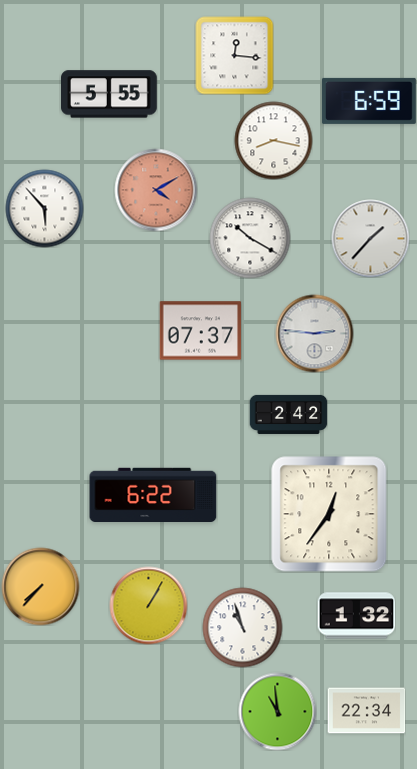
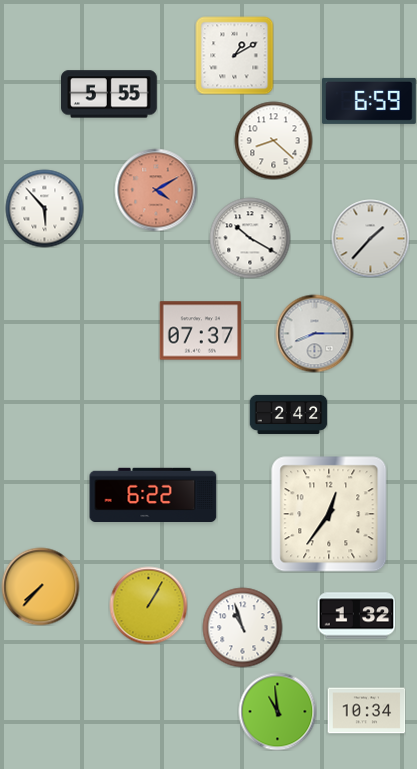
clock at (234, 55): 12:16 -> 1:10
clock at (273, 140): 8:17 -> 8:22
clock at (314, 333): 2:46 -> 8:15
clock at (366, 711): 22:34 -> 10:34
